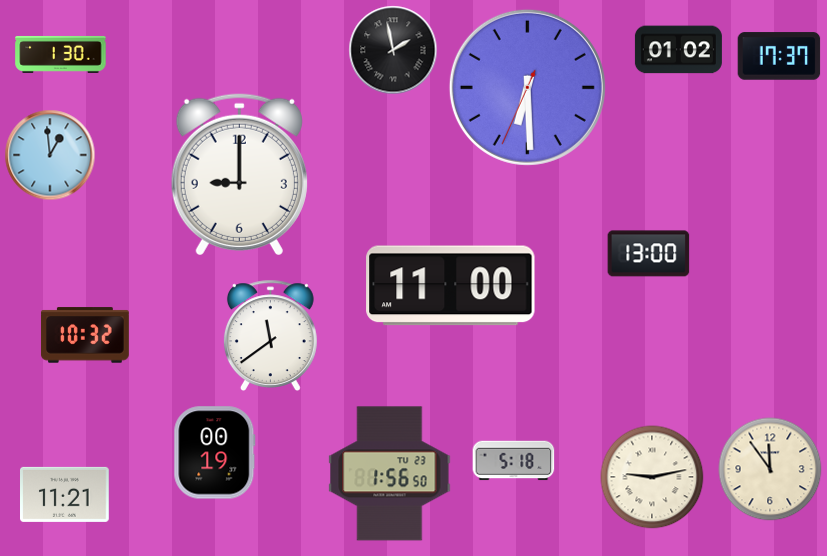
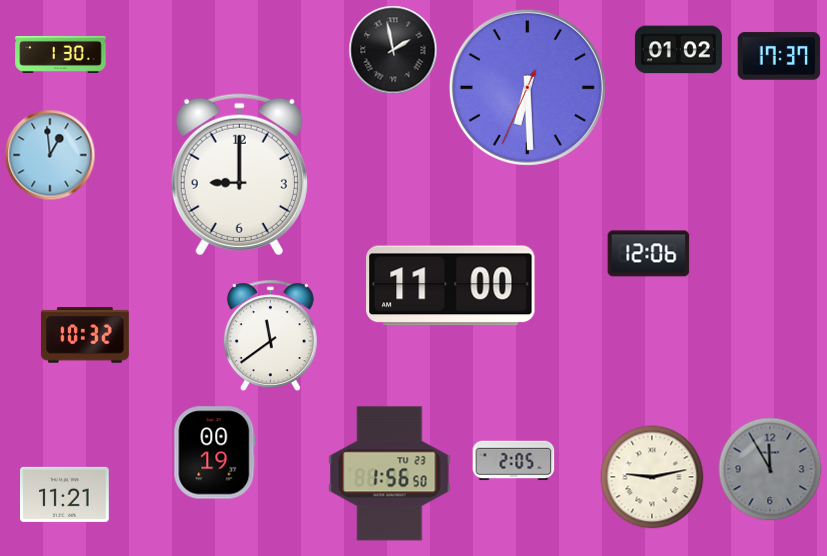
clock at (649, 254): 13:00 -> 12:06
clock at (514, 461): 5:18 -> 2:05
clock at (770, 469): 11:54 -> 11:55
clock at (770, 469) dial: cream -> grey
